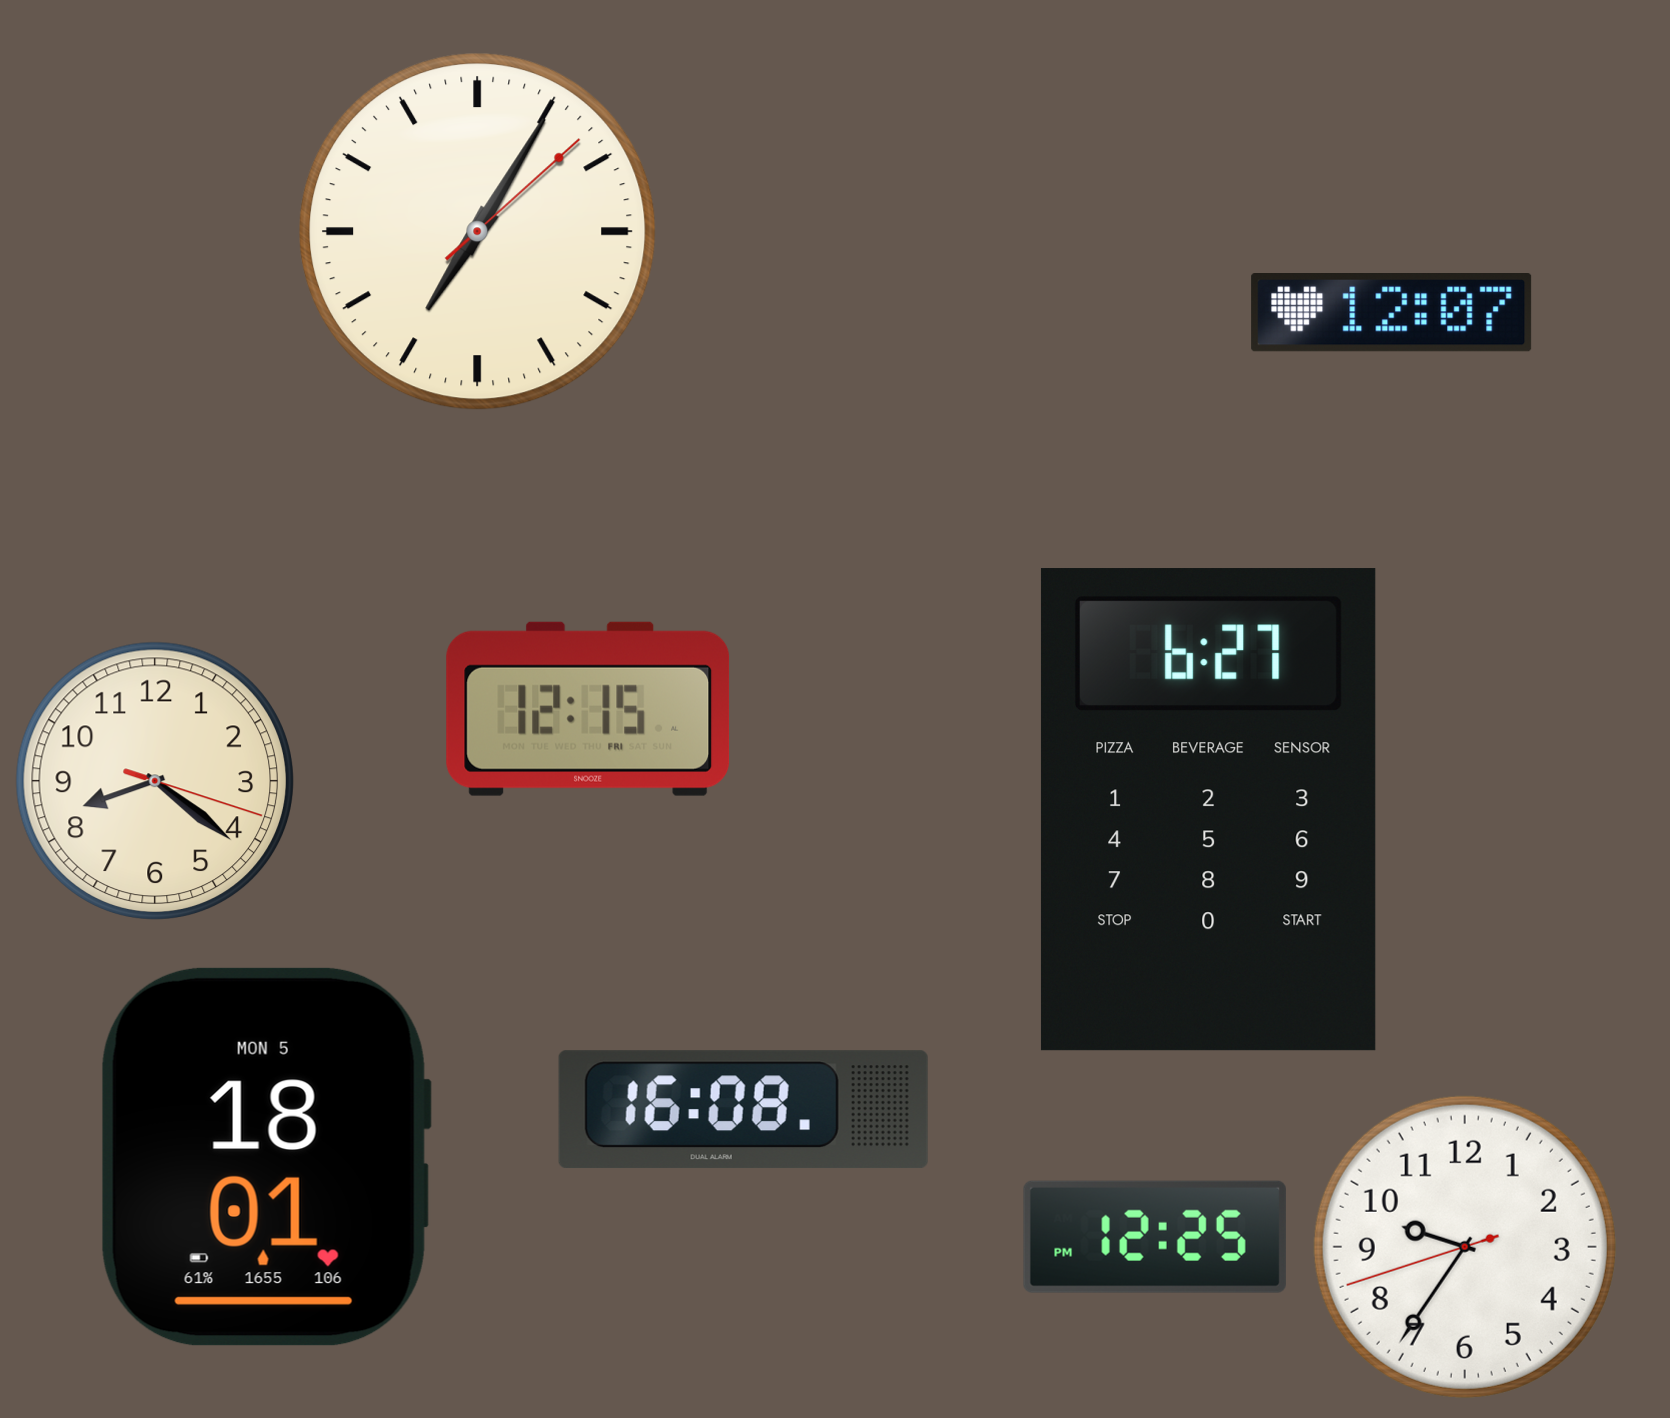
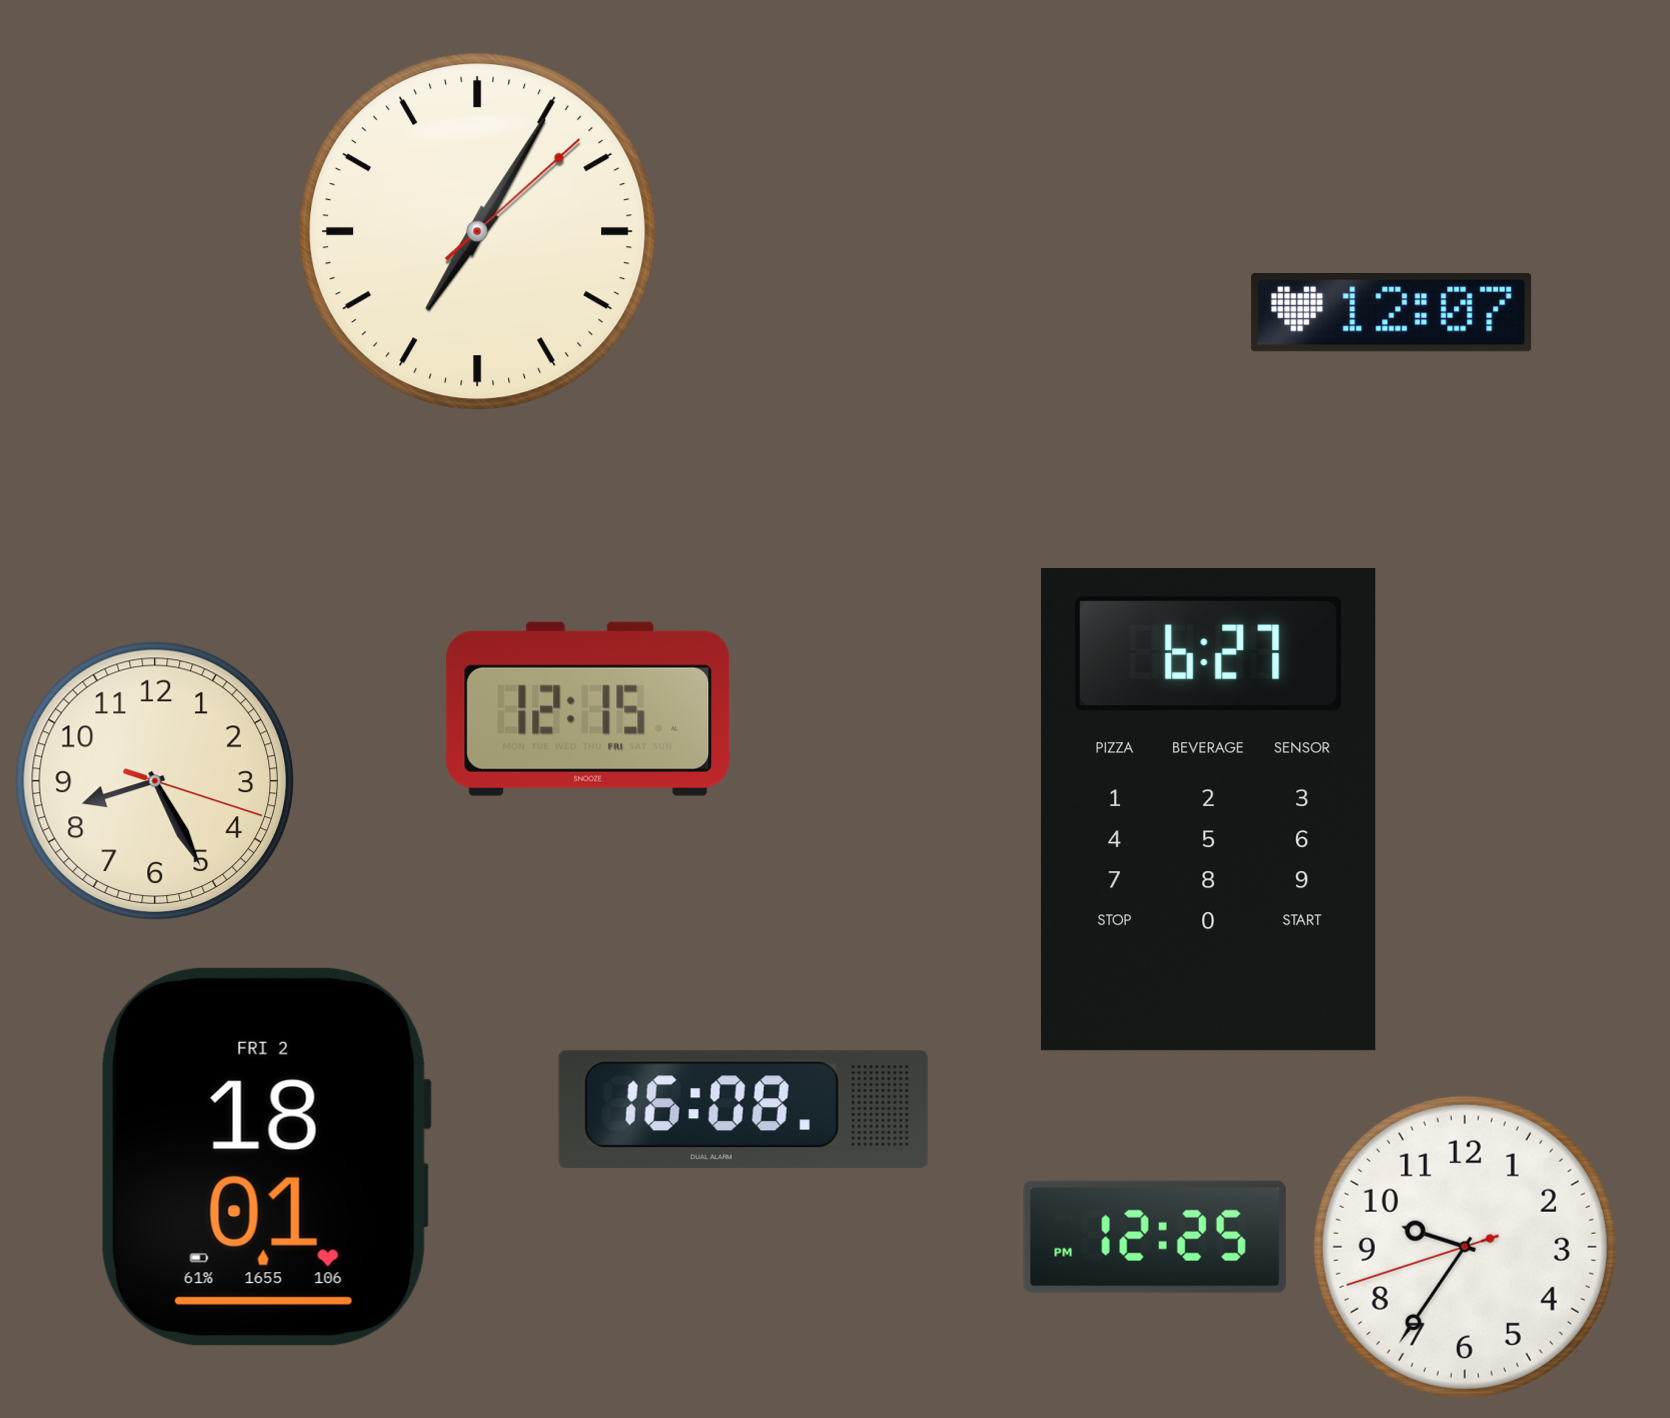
clock at (155, 781): 8:21 -> 8:25
clock at (265, 1157) date: MON 5 -> FRI 2
